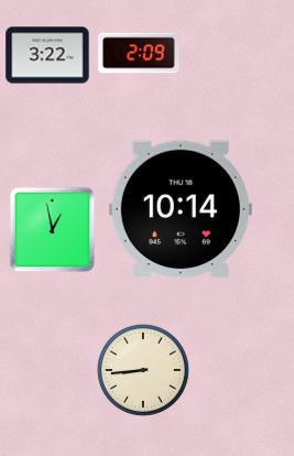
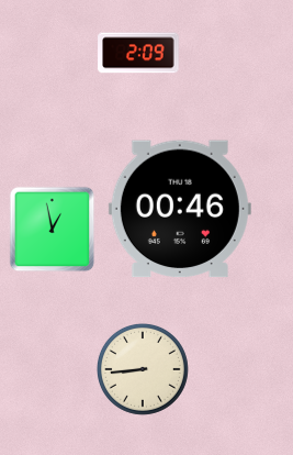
clock at (47, 55): 3:22 -> none
clock at (181, 209): 10:14 -> 00:46
